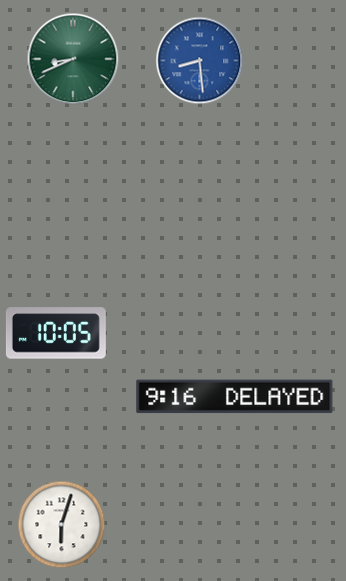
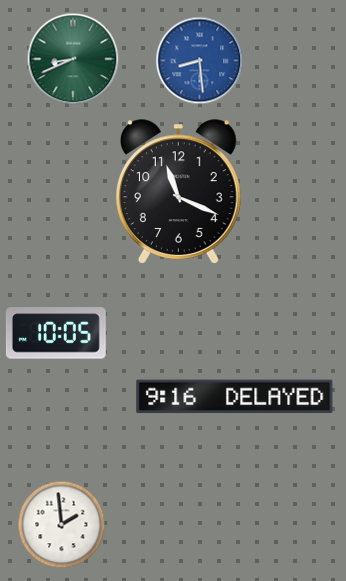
clock at (178, 192): none -> 11:19
clock at (62, 525): 6:03 -> 1:59
